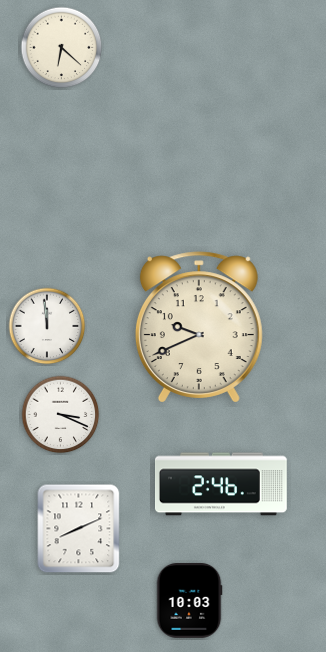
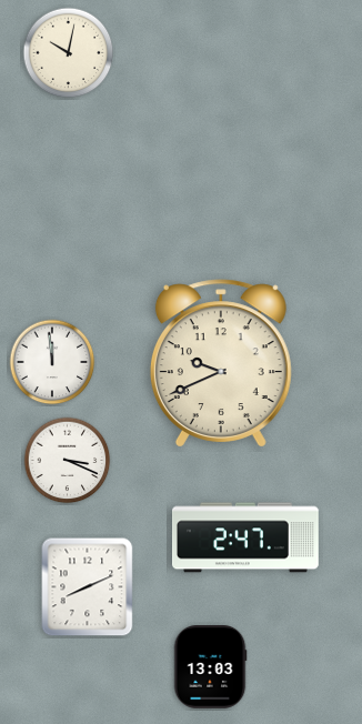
clock at (62, 48): 6:22 -> 10:02
clock at (222, 484): 2:46 -> 2:47
clock at (189, 601): 10:03 -> 13:03
